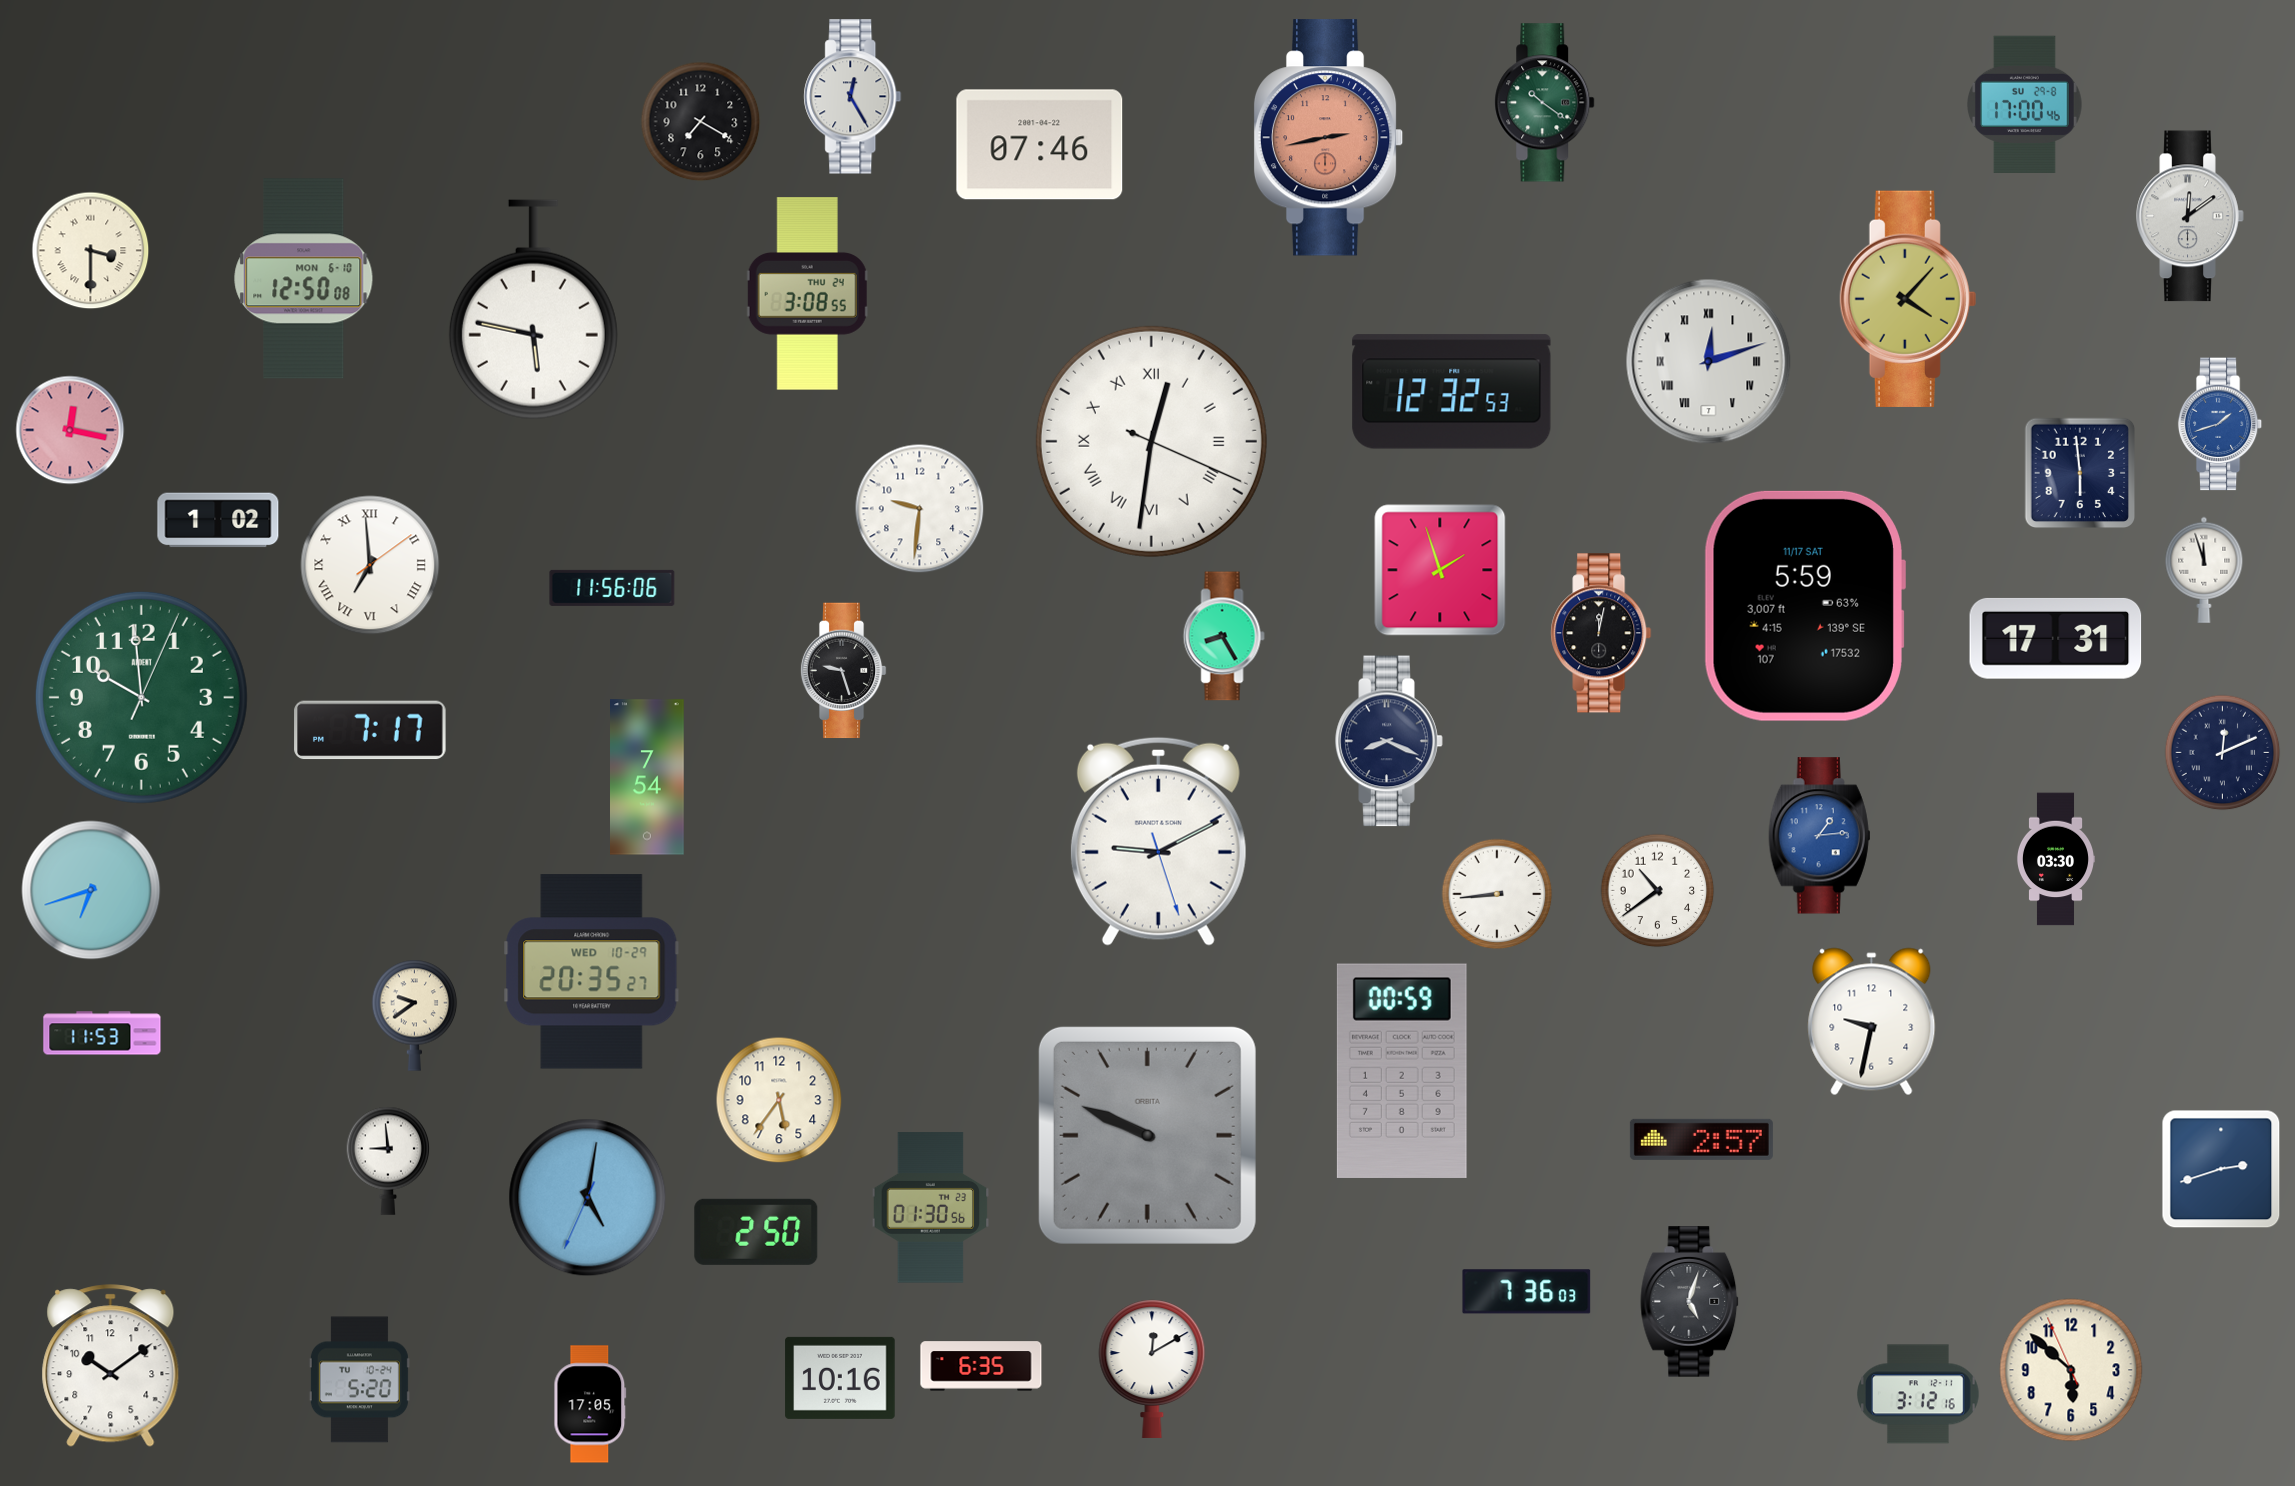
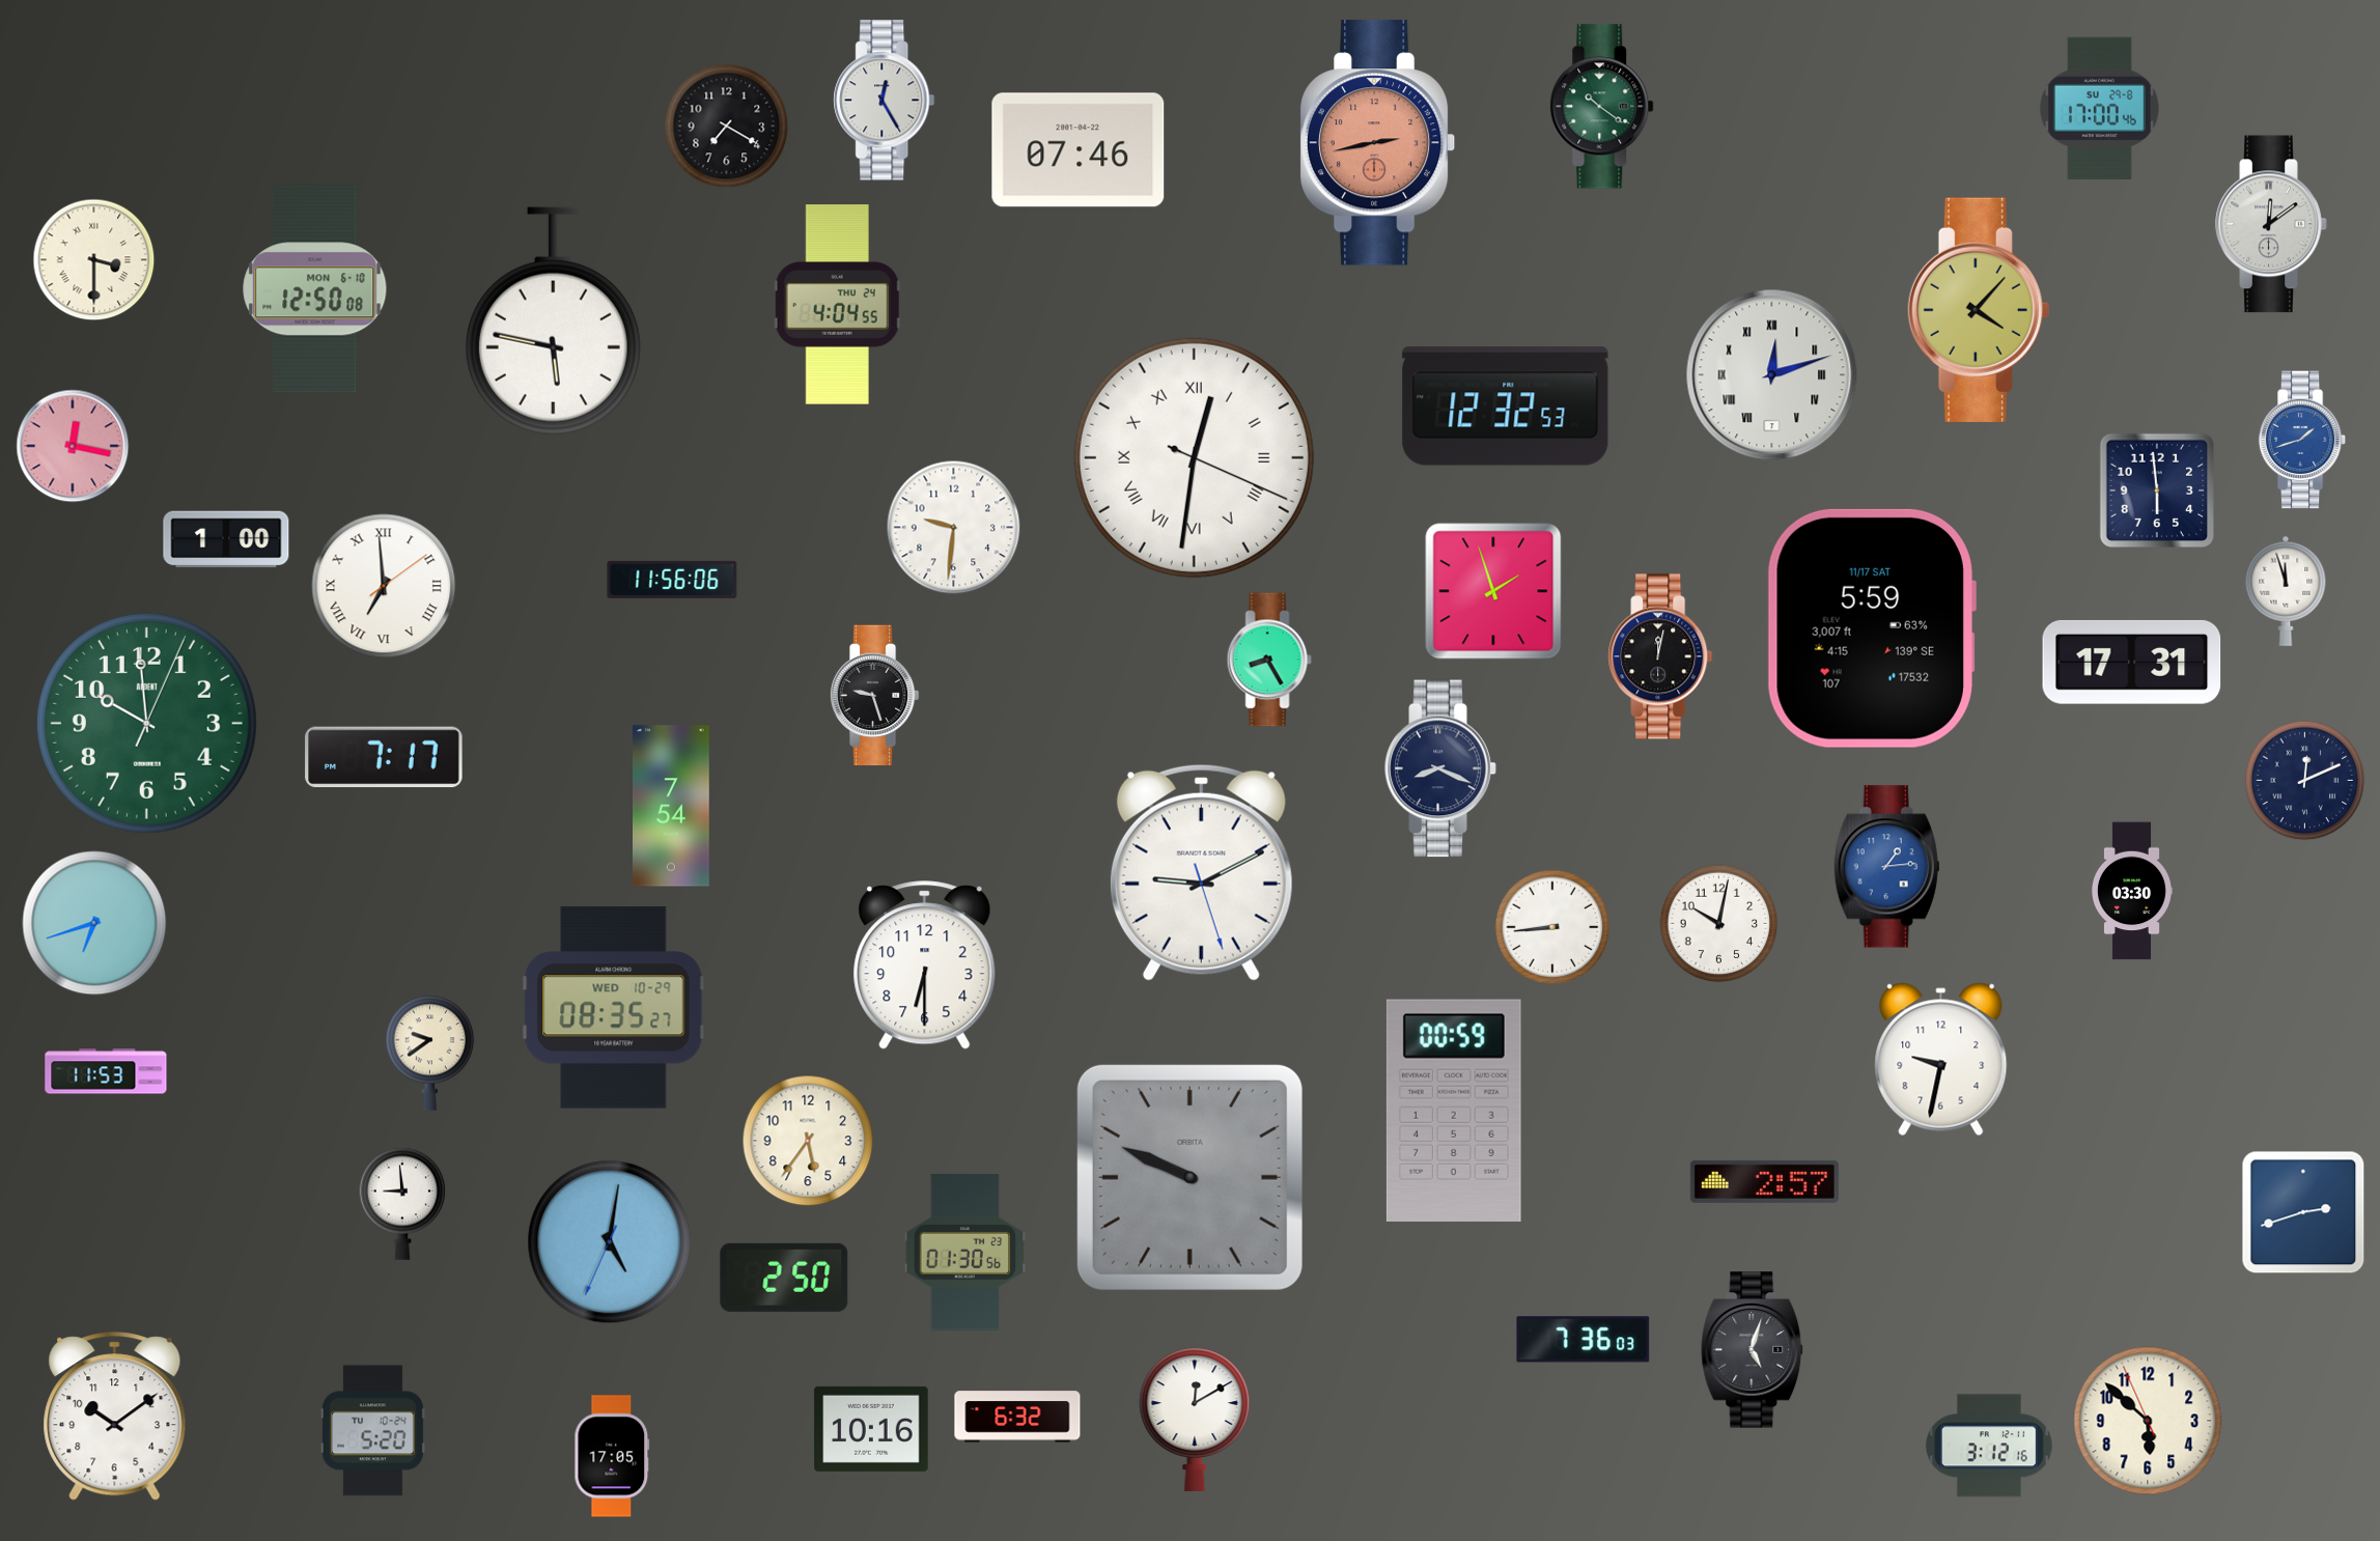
clock at (807, 294): 3:08 -> 4:04
clock at (218, 520): 1:02 -> 1:00
clock at (612, 588) position: (612, 588) -> (672, 580)
clock at (1658, 891): 10:39 -> 10:02
clock at (925, 965): none -> 6:30
clock at (592, 972): 20:35 -> 08:35
clock at (981, 1366): 6:35 -> 6:32
